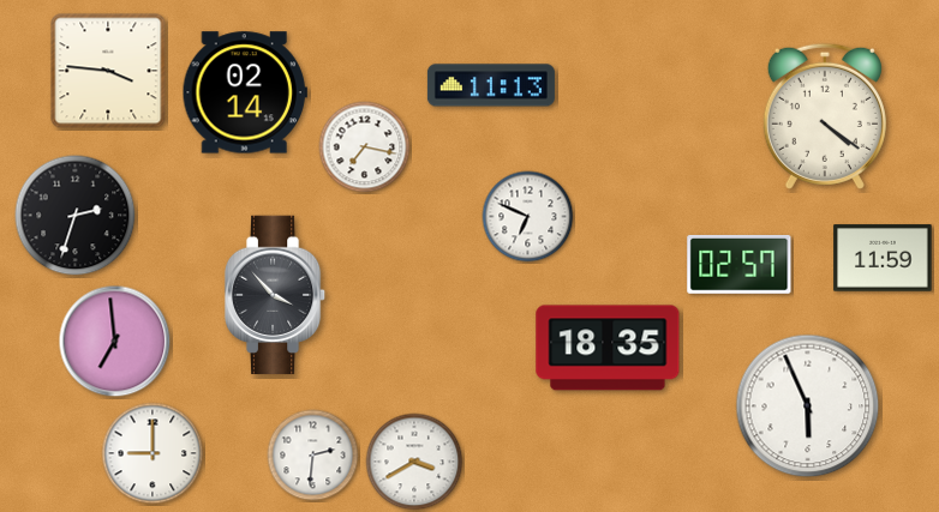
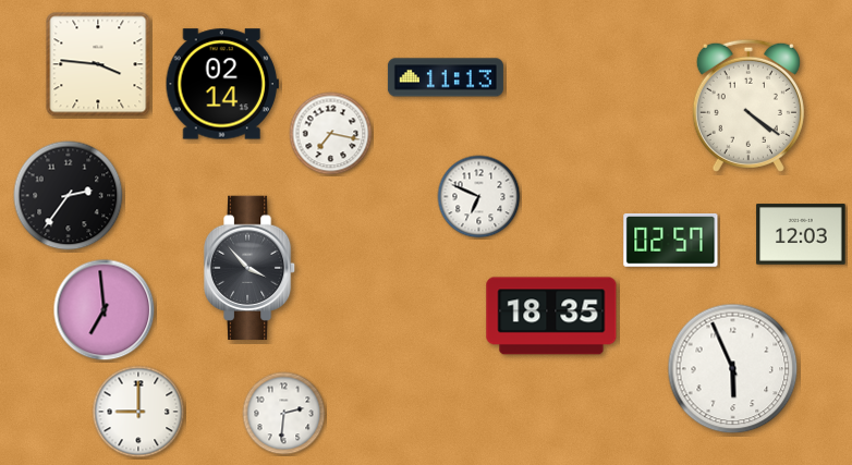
clock at (76, 216): 2:33 -> 2:36
clock at (883, 258): 11:59 -> 12:03
clock at (414, 462): 3:40 -> none
